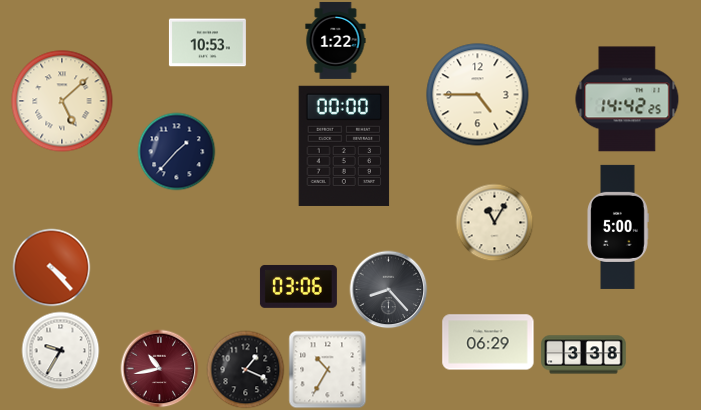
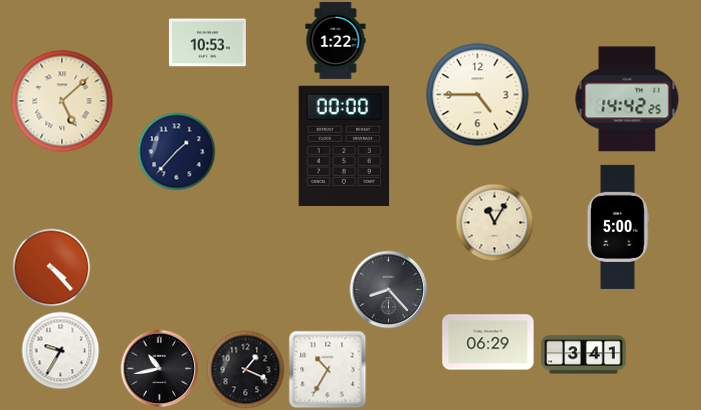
clock at (298, 286): 03:06 -> none
clock at (584, 355): 3:38 -> 3:41
clock at (159, 368) dial: burgundy -> black
